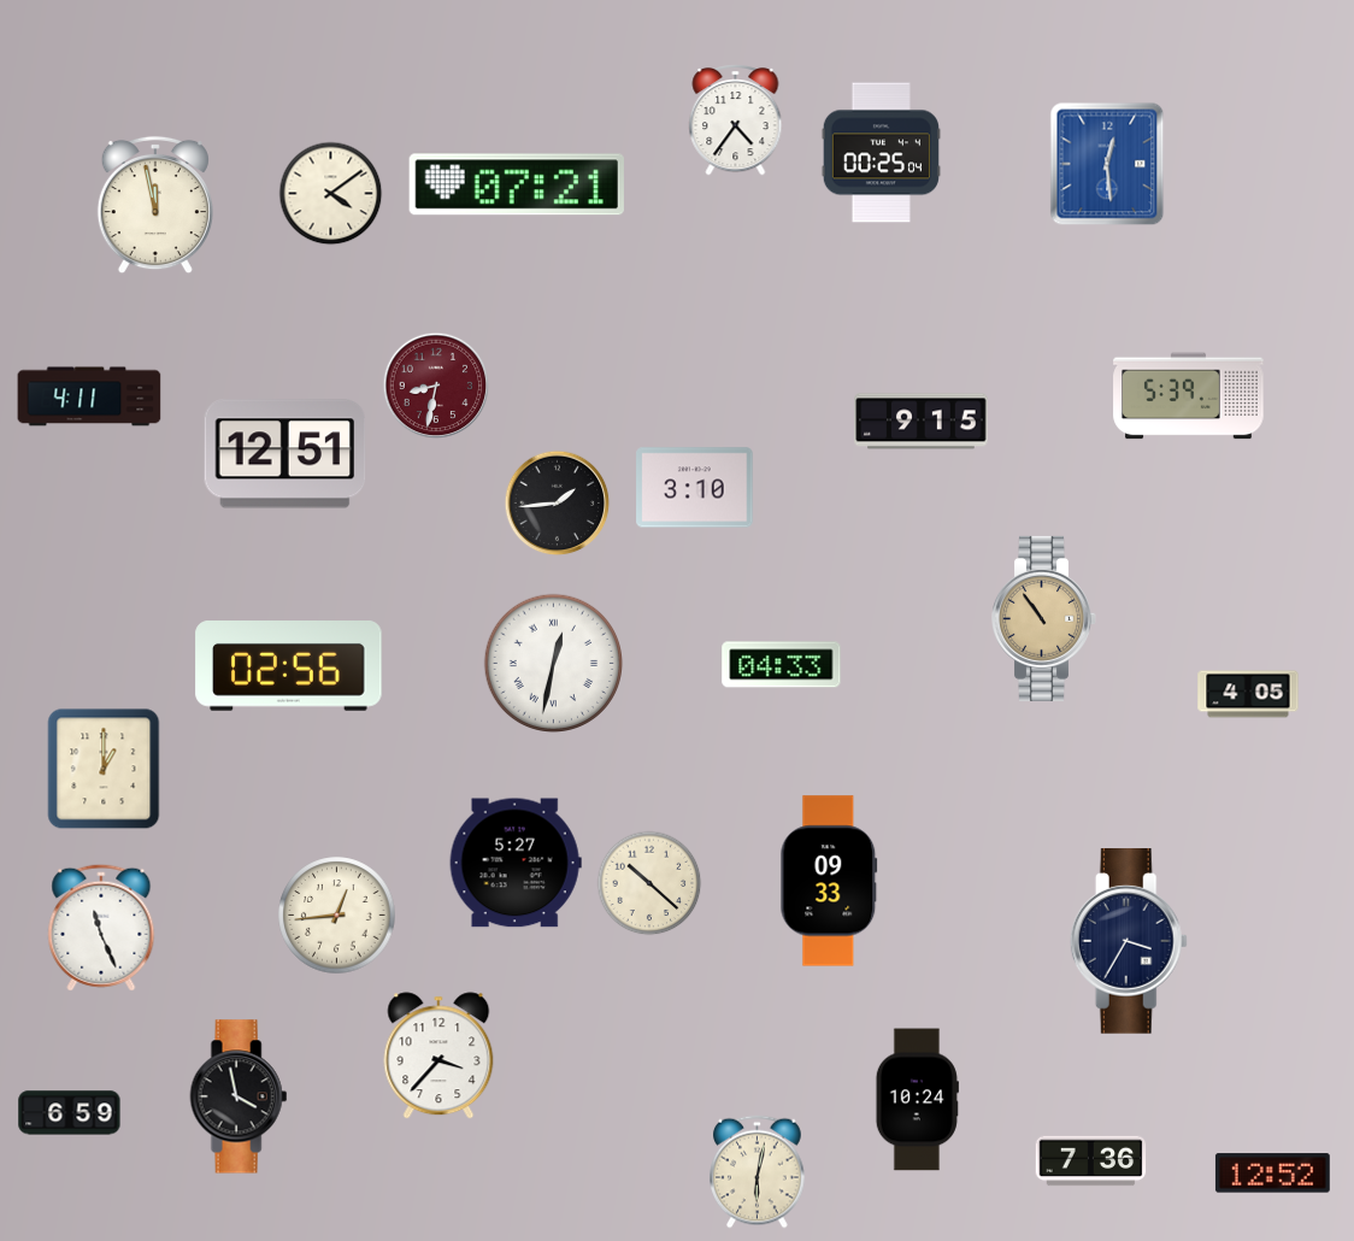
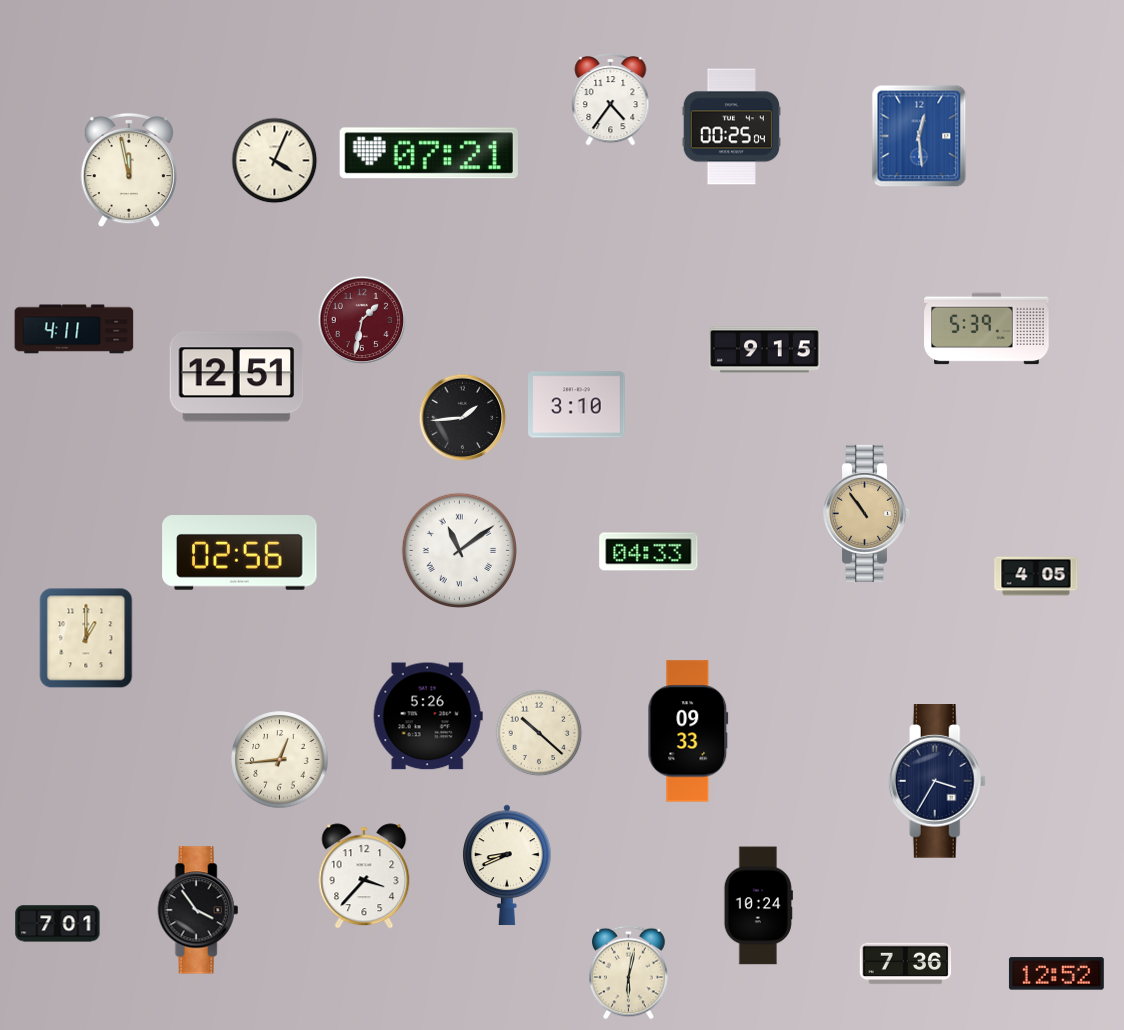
clock at (331, 194): 4:09 -> 4:04
clock at (436, 386): 8:32 -> 1:32
clock at (553, 663): 12:32 -> 11:09
clock at (516, 863): 5:27 -> 5:26
clock at (101, 928): 11:26 -> none
clock at (507, 865): none -> 8:41
clock at (239, 1096): 3:58 -> 3:54
clock at (917, 1100) position: (917, 1100) -> (758, 906)
clock at (70, 1113): 6:59 -> 7:01
